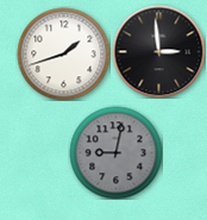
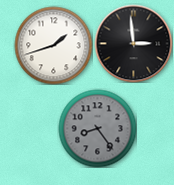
clock at (115, 152): 9:02 -> 8:24
